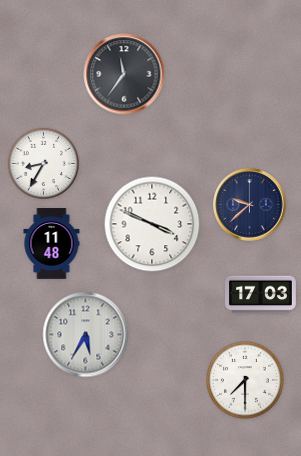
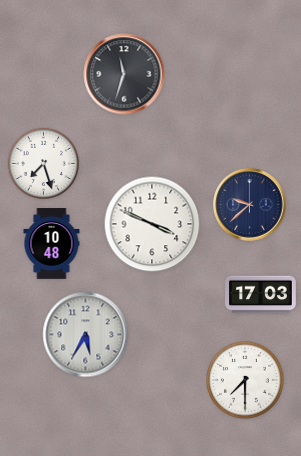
clock at (124, 74): 11:36 -> 11:33
clock at (44, 164): 8:35 -> 7:27
clock at (52, 244): 11:48 -> 10:48
